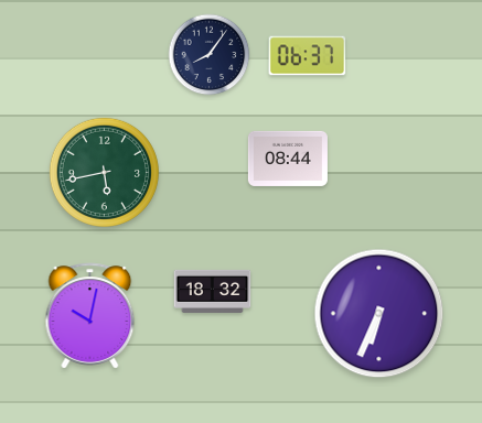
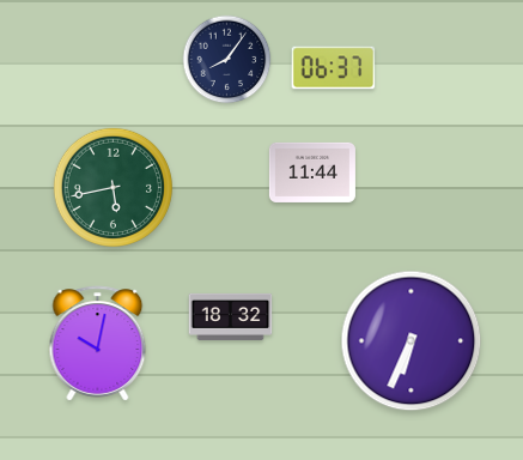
clock at (308, 56) position: (308, 56) -> (334, 68)
clock at (288, 159): 08:44 -> 11:44
